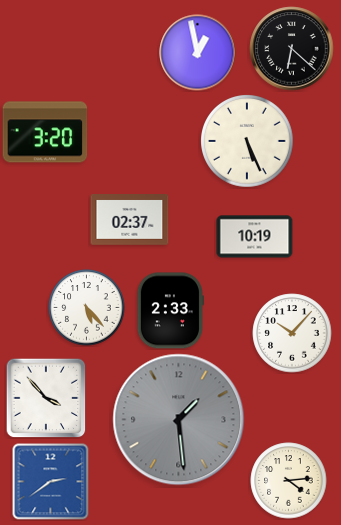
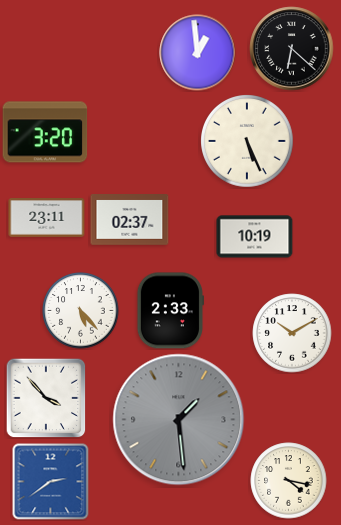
clock at (198, 53): 12:58 -> 12:59
clock at (47, 218): none -> 23:11
clock at (87, 308) position: (87, 308) -> (81, 311)
clock at (292, 333): 10:07 -> 10:10
clock at (289, 481): 4:14 -> 4:17
